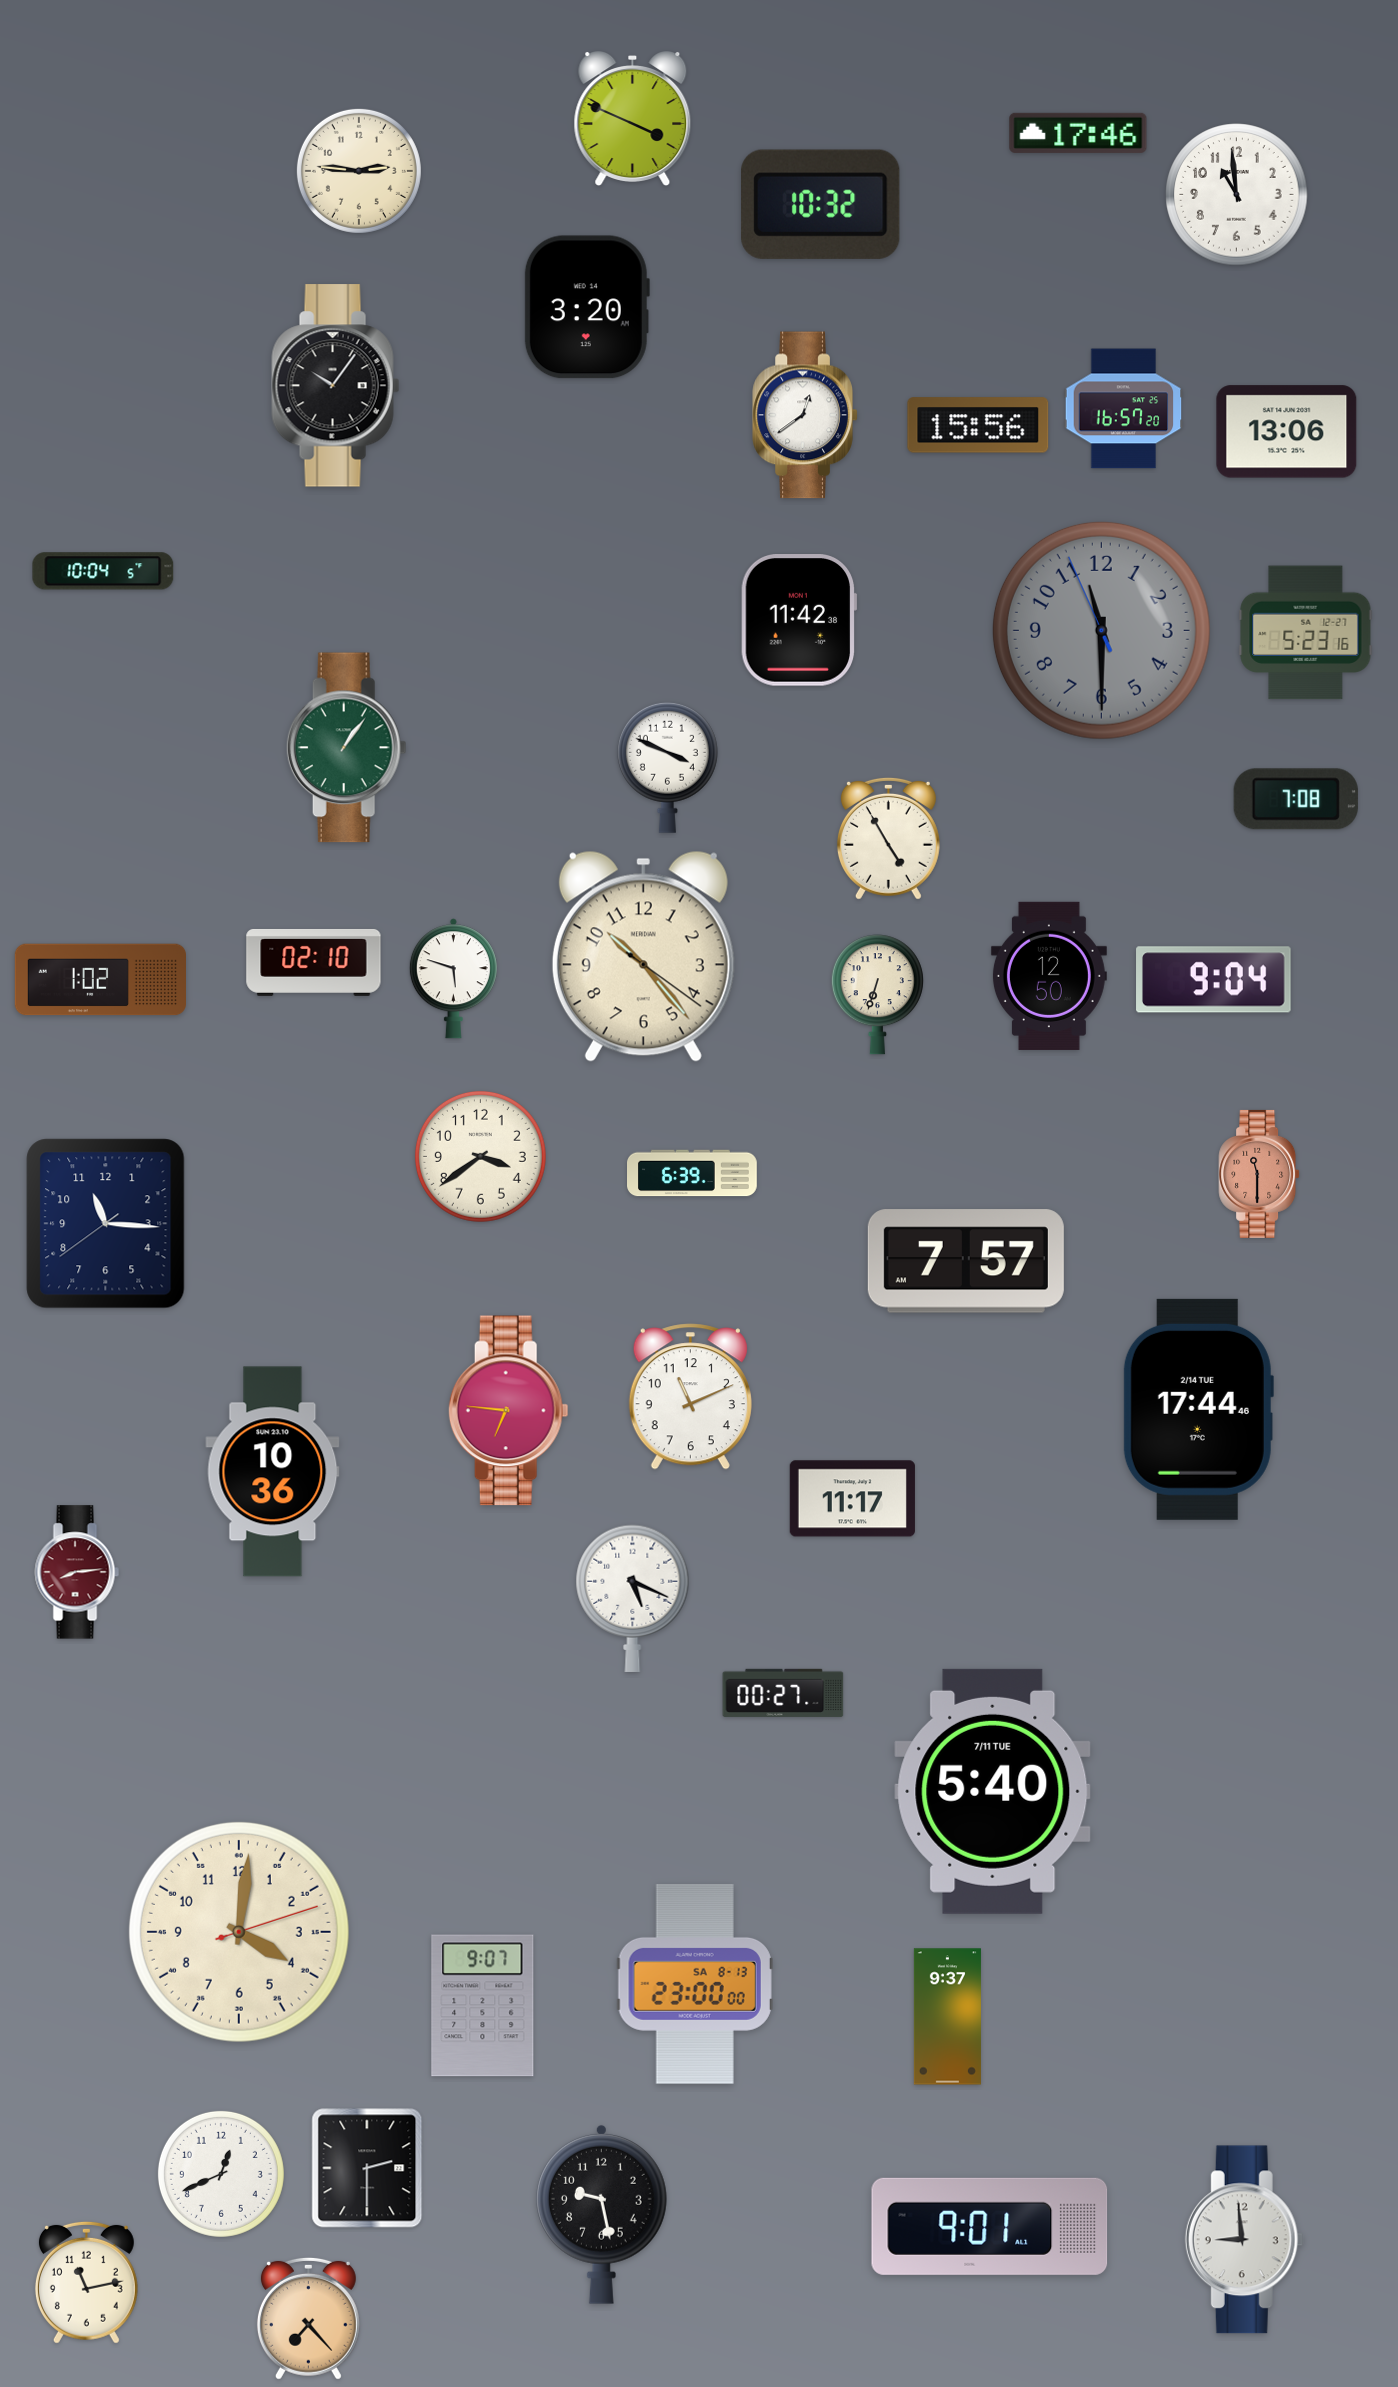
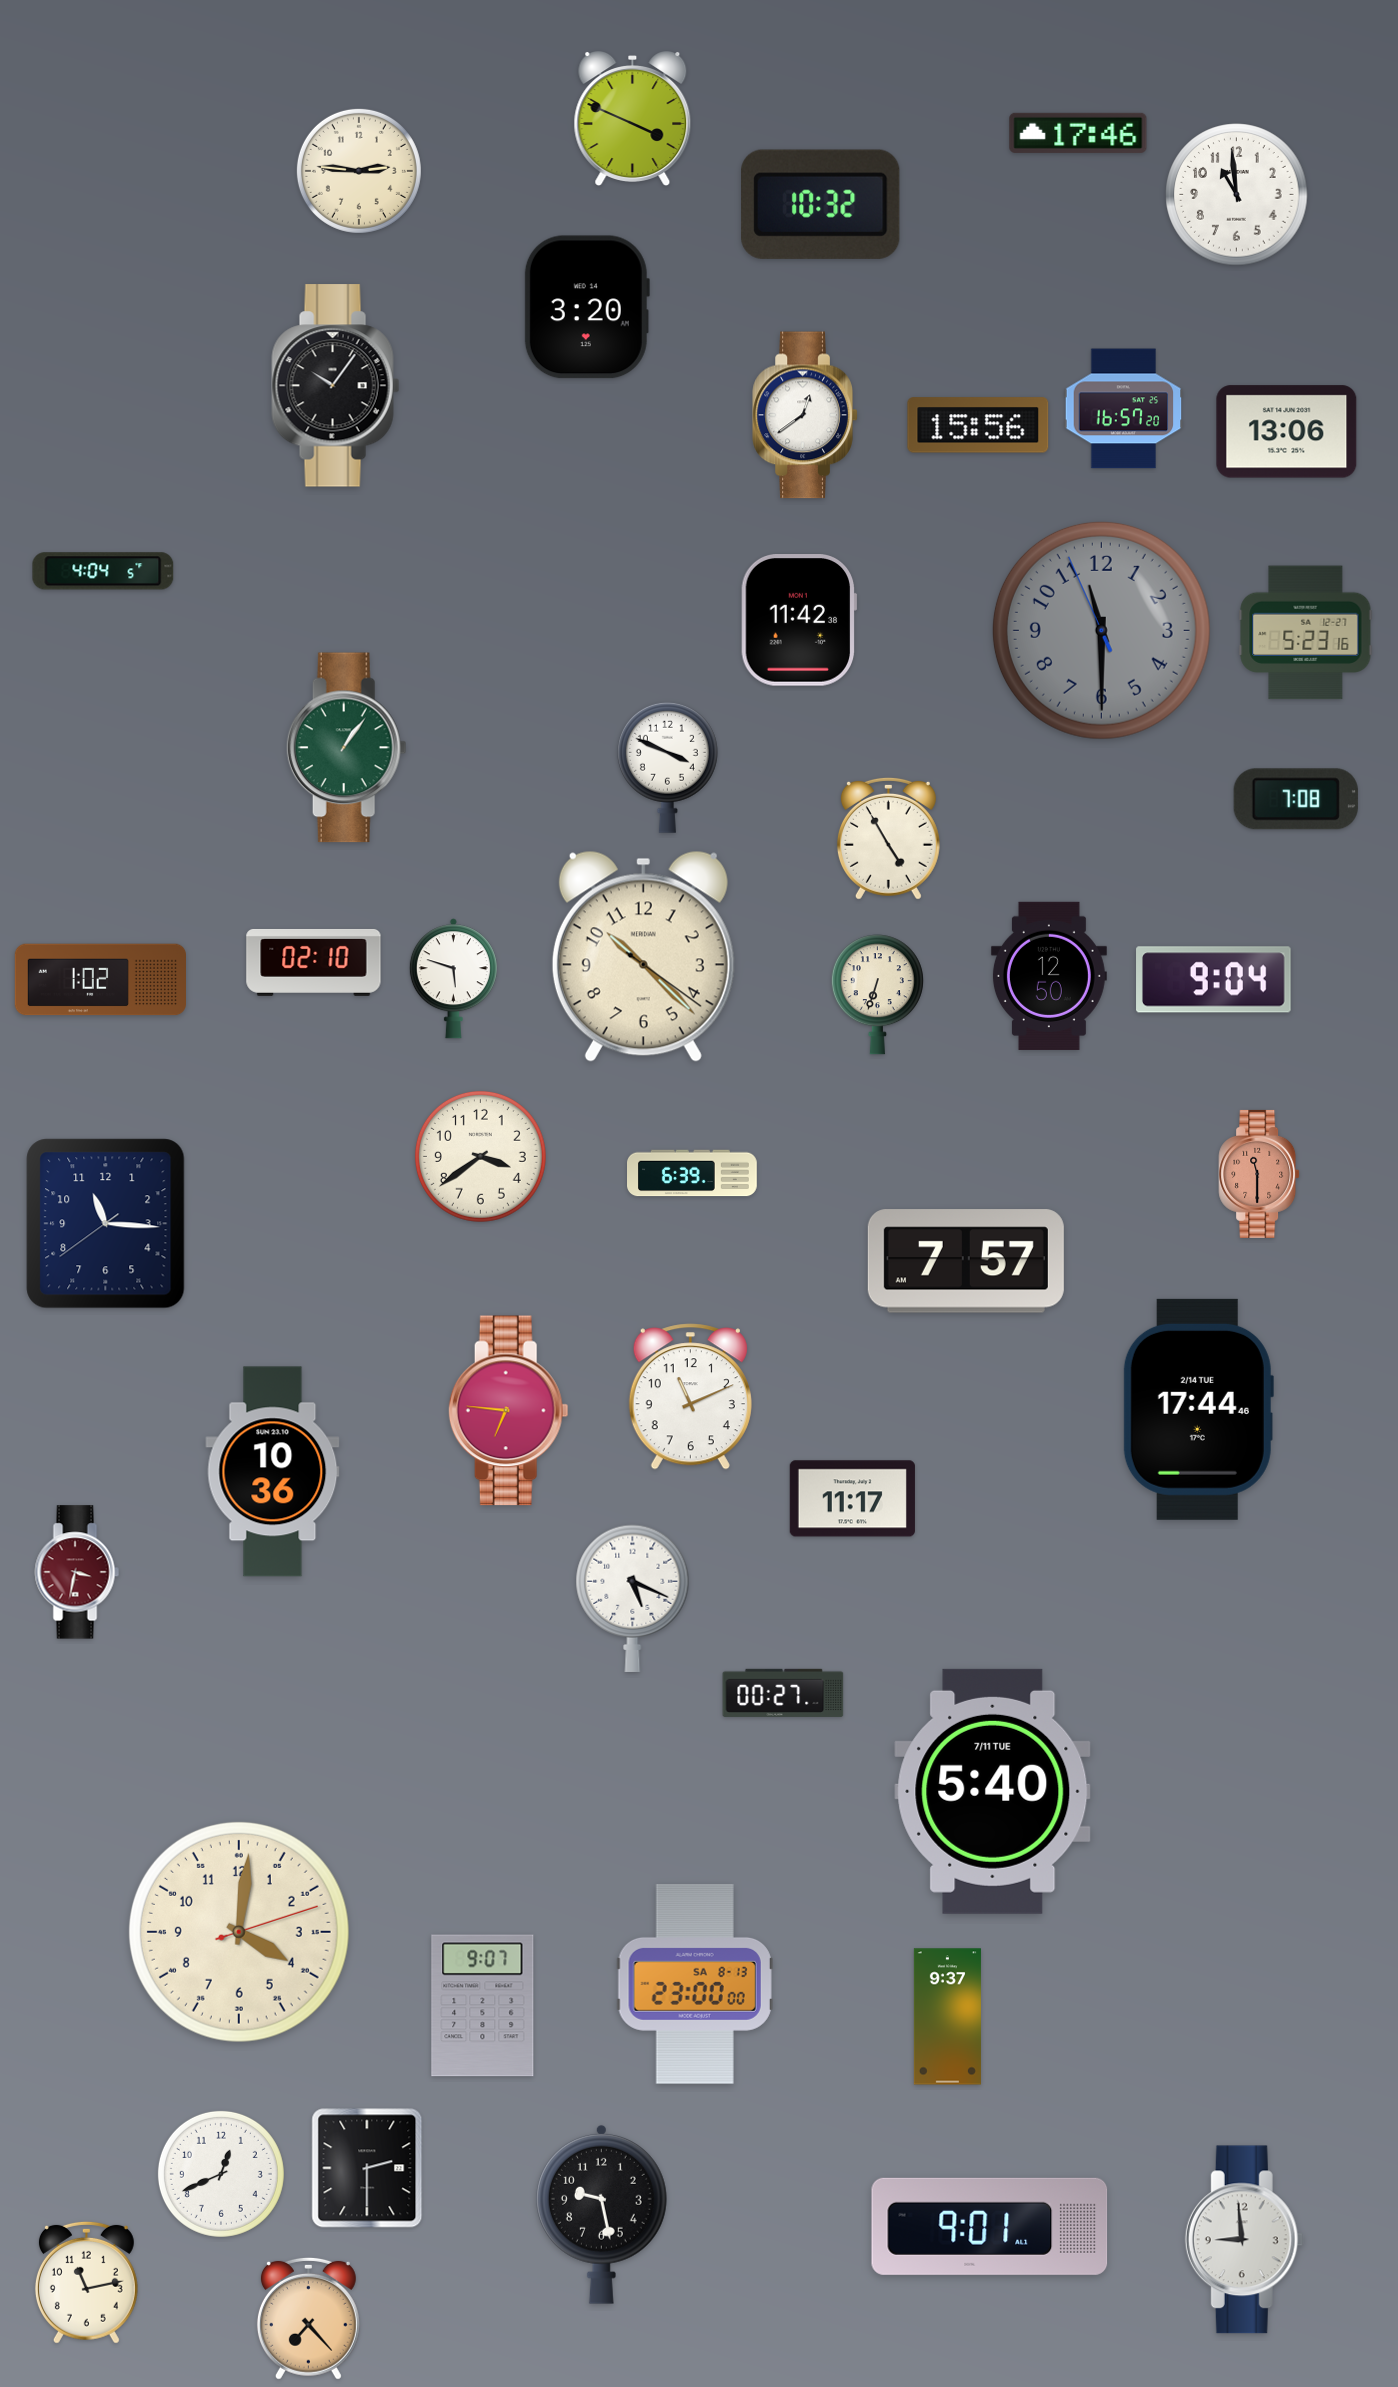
clock at (103, 571): 10:04 -> 4:04
clock at (643, 956): 10:23 -> 10:22
clock at (77, 1572): 8:14 -> 3:32
